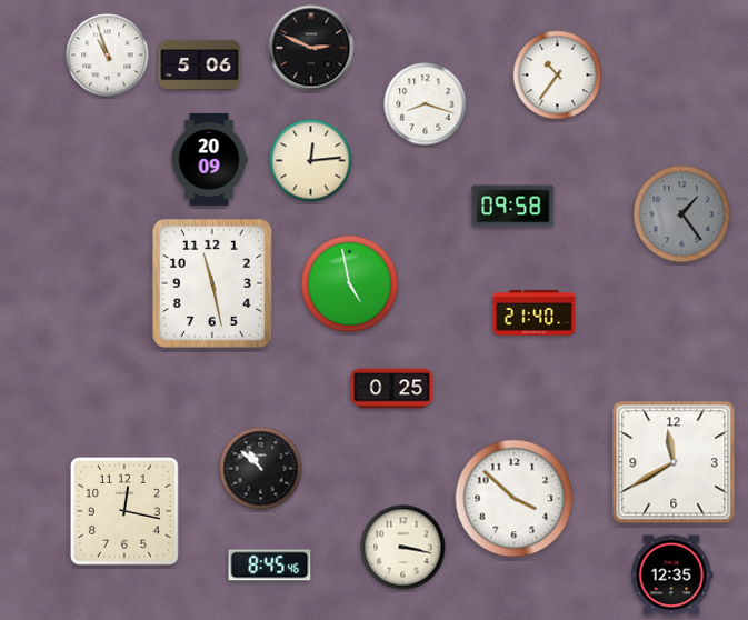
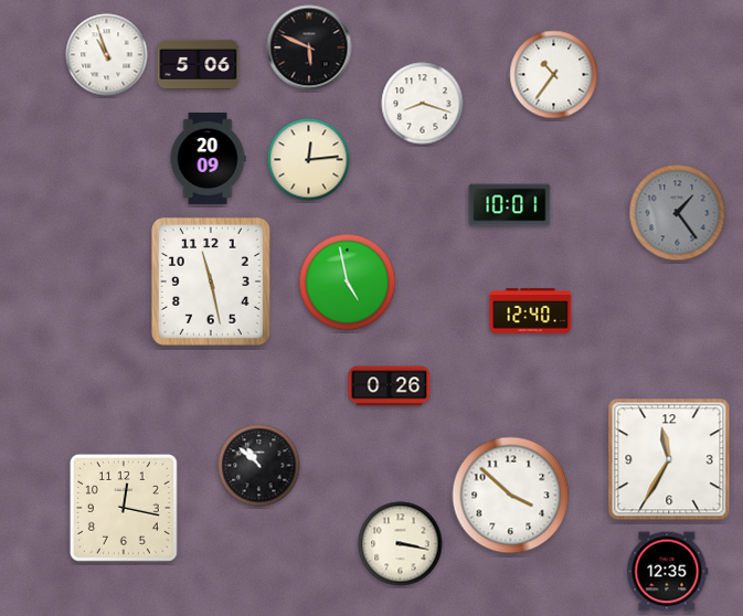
clock at (311, 48): 2:49 -> 5:49
clock at (513, 207): 09:58 -> 10:01
clock at (535, 313): 21:40 -> 12:40
clock at (392, 389): 0:25 -> 0:26
clock at (674, 462): 11:40 -> 11:35
clock at (270, 566): 8:45 -> none
